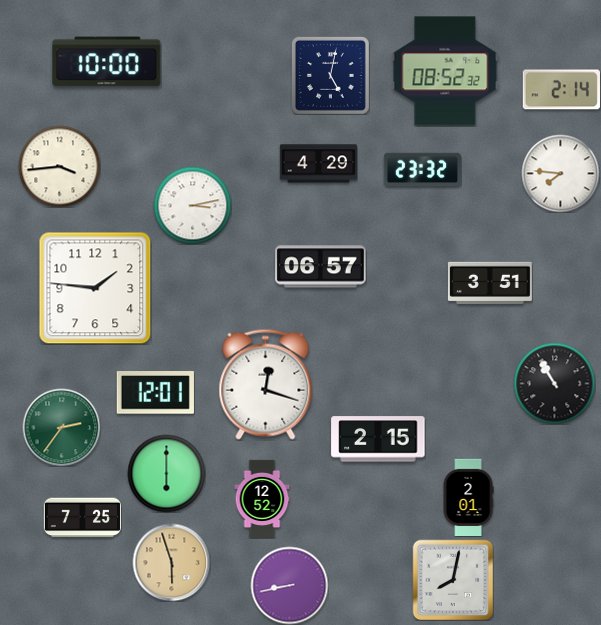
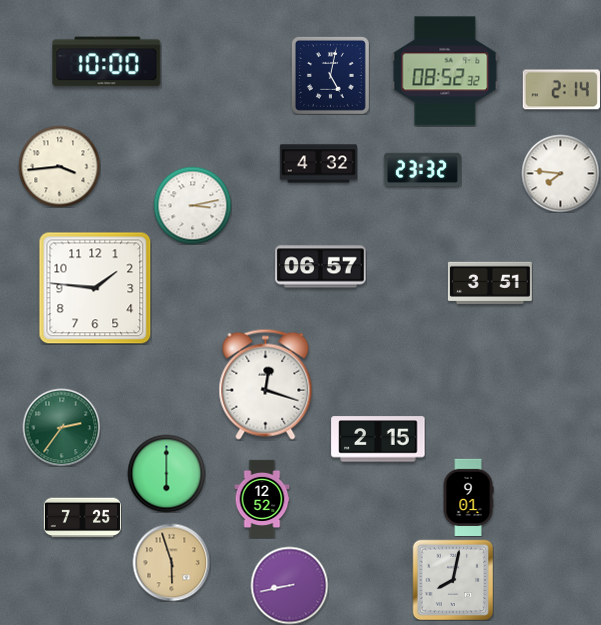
clock at (318, 164): 4:29 -> 4:32
clock at (554, 383): 10:55 -> none
clock at (155, 393): 12:01 -> none
clock at (468, 497): 2:01 -> 9:01
